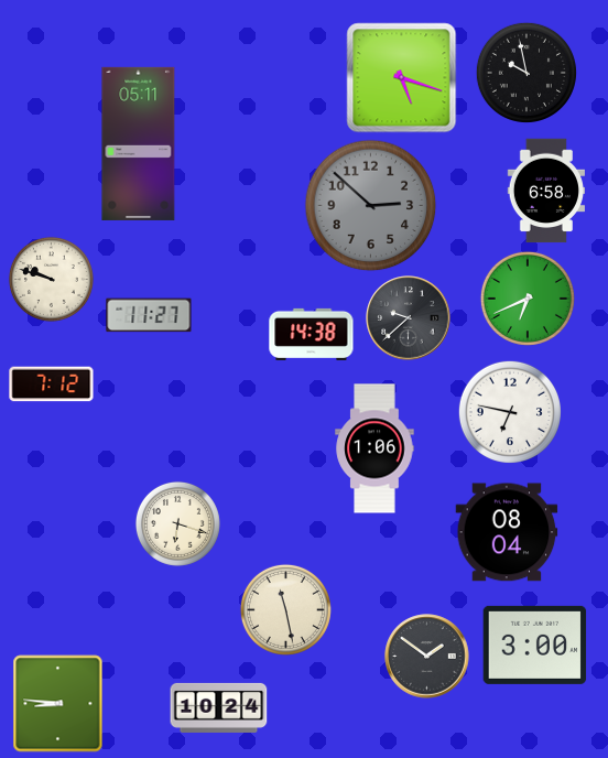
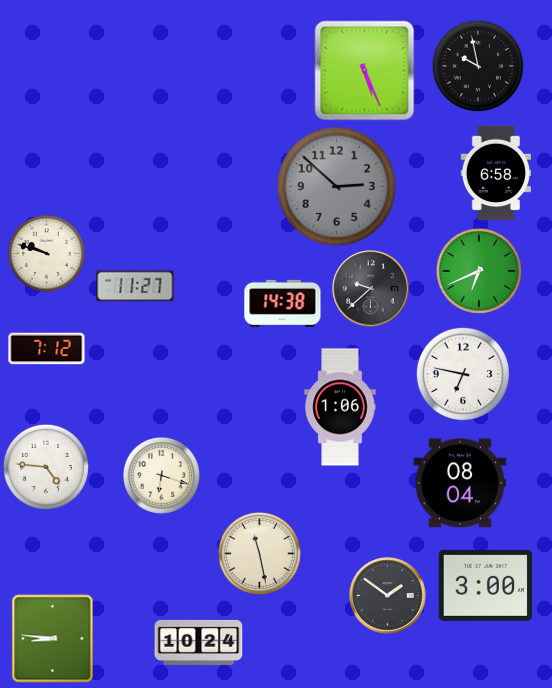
clock at (402, 78): 5:18 -> 5:26
clock at (139, 143): 05:11 -> none
clock at (46, 467): none -> 4:46
